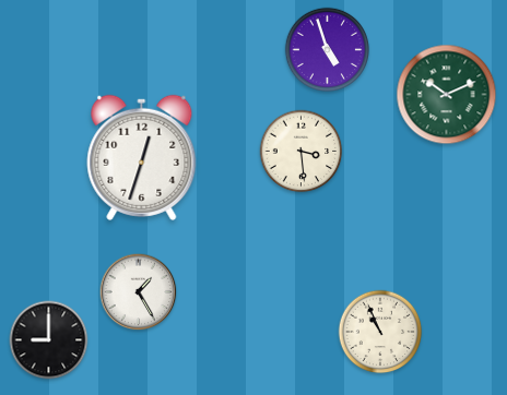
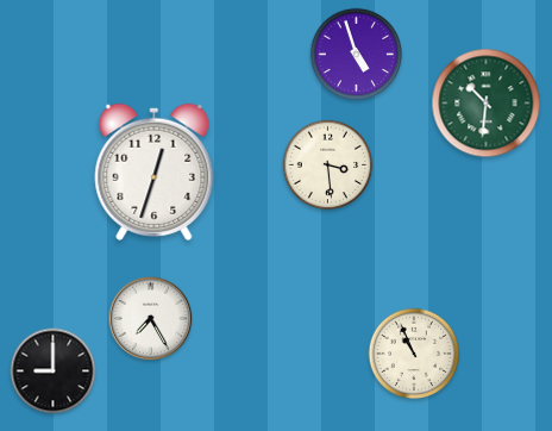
clock at (447, 95): 10:11 -> 10:31
clock at (139, 292): 1:25 -> 7:25
clock at (380, 332) position: (380, 332) -> (414, 354)
